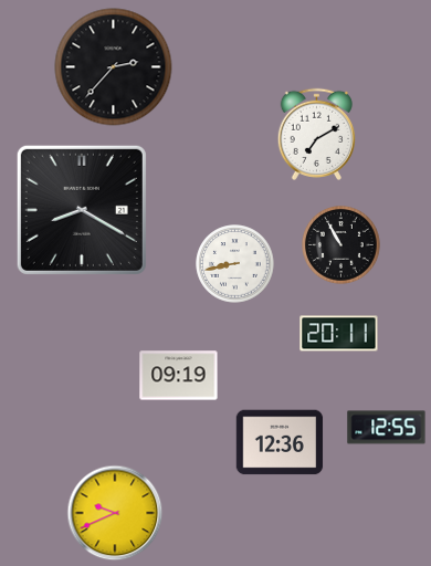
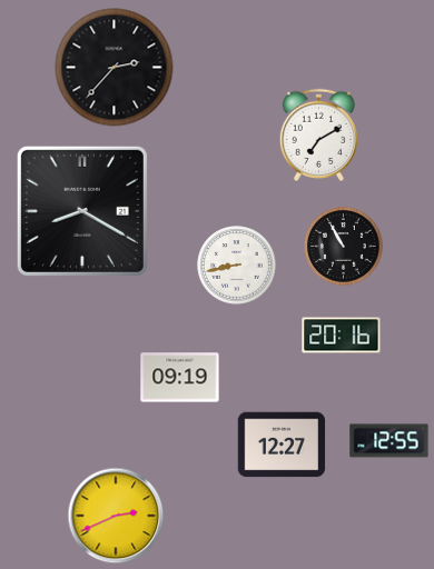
clock at (339, 334): 20:11 -> 20:16
clock at (387, 428) position: (387, 428) -> (389, 441)
clock at (280, 442): 12:36 -> 12:27
clock at (115, 513): 9:41 -> 2:41
